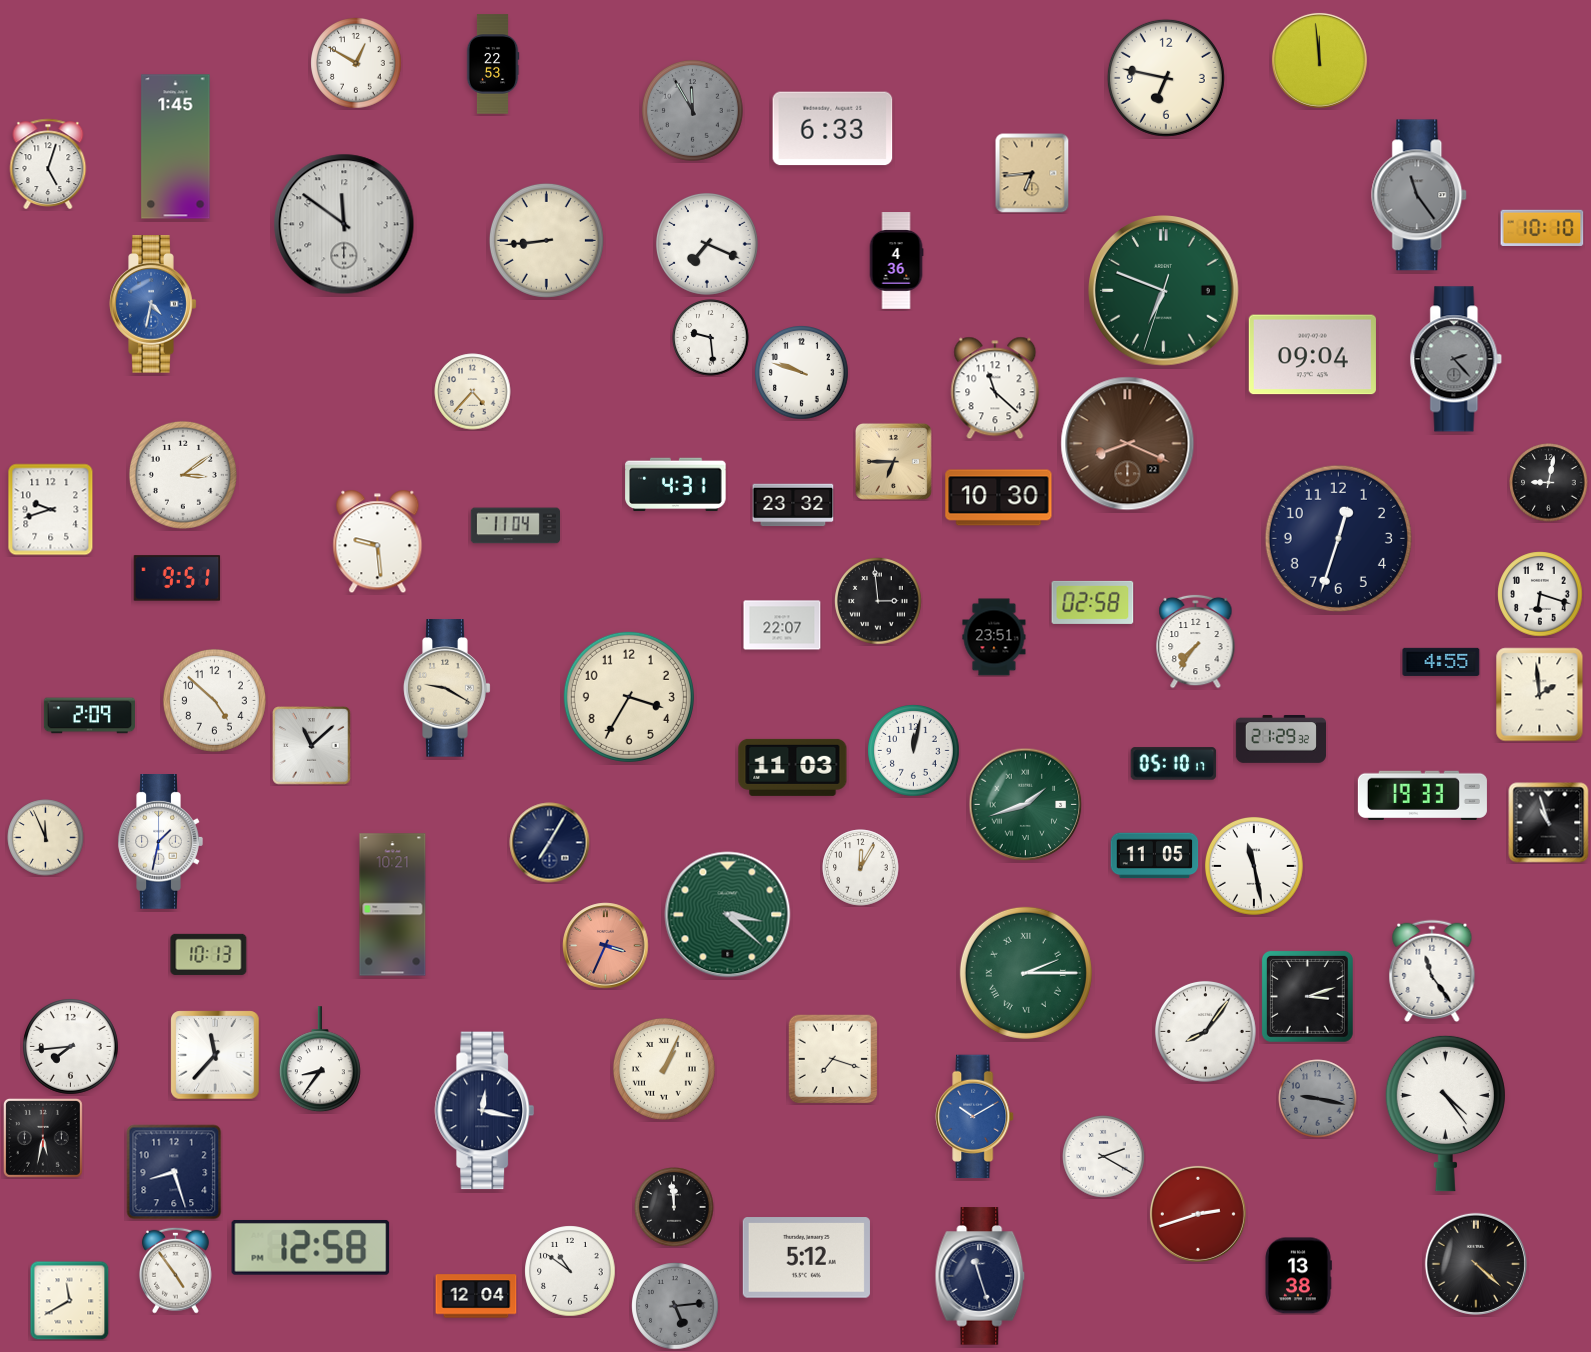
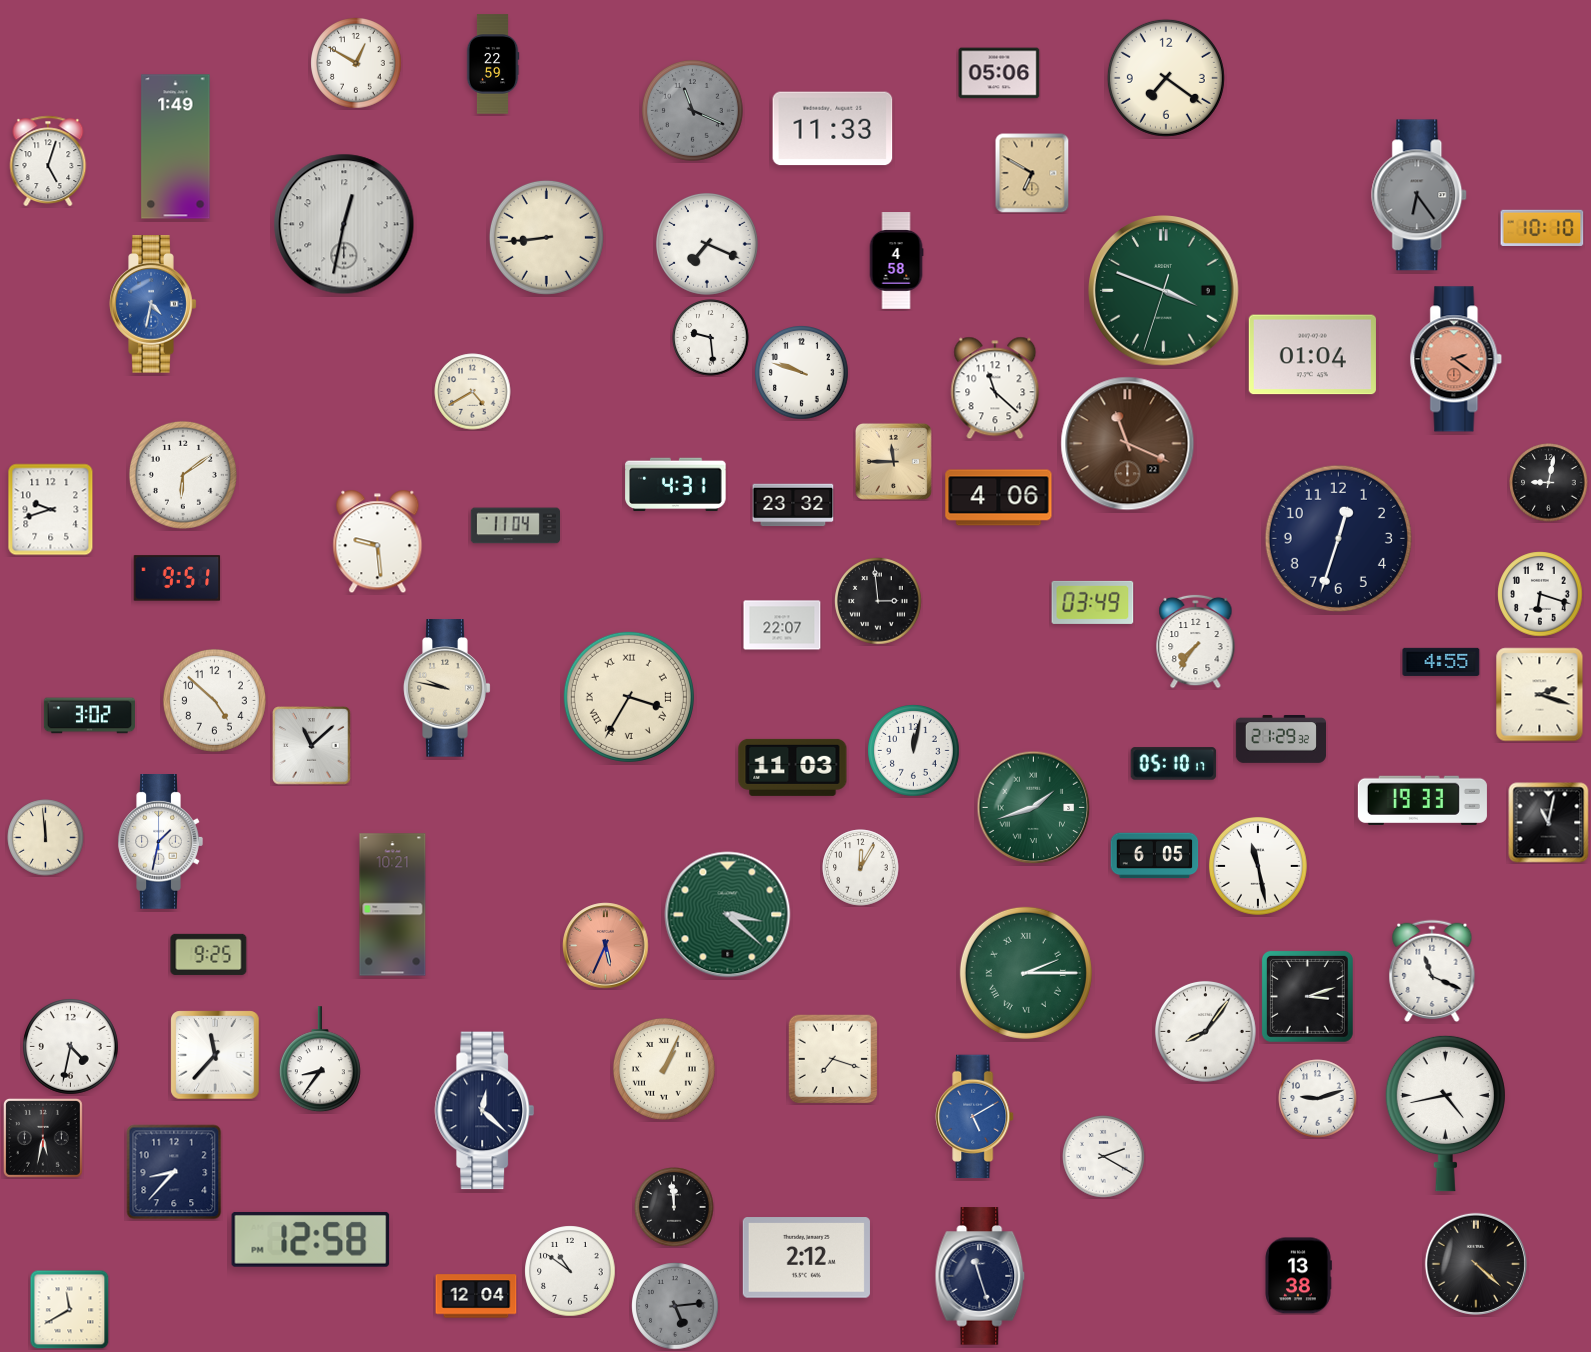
clock at (1319, 60): 11:59 -> none
clock at (493, 64): 22:53 -> 22:59
clock at (999, 73): none -> 05:06
clock at (1166, 78): 6:47 -> 7:21
clock at (692, 110): 11:55 -> 11:19
clock at (833, 129): 6:33 -> 11:33
clock at (176, 147): 1:45 -> 1:49
clock at (48, 164) position: (48, 164) -> (48, 161)
clock at (1032, 173): 6:44 -> 6:50
clock at (1420, 195): 11:24 -> 6:24
clock at (344, 224): 11:51 -> 12:32
clock at (546, 240) position: (546, 240) -> (546, 237)
clock at (896, 261): 4:36 -> 4:58
clock at (1164, 291): 6:48 -> 3:48
clock at (1312, 355): 09:04 -> 01:04
clock at (1456, 359): 2:23 -> 2:21
clock at (1456, 359) dial: grey -> salmon
clock at (473, 392): 4:37 -> 4:40
clock at (1128, 444): 8:19 -> 11:19
clock at (893, 461): 6:45 -> 11:45
clock at (183, 475): 3:09 -> 6:09
clock at (999, 498): 10:30 -> 4:06
clock at (1093, 602): 02:58 -> 03:49
clock at (994, 637): 23:51 -> none
clock at (447, 688): 9:20 -> 9:47
clock at (1540, 695): 1:59 -> 2:18
clock at (629, 697) numerals: Arabic -> Roman
clock at (89, 716): 2:09 -> 3:02
clock at (1422, 795) position: (1422, 795) -> (1422, 800)
clock at (1026, 805) position: (1026, 805) -> (1034, 808)
clock at (1549, 823): 10:57 -> 11:02
clock at (46, 838): 11:56 -> 11:59
clock at (550, 843): 7:05 -> none
clock at (1155, 856): 11:05 -> 6:05
clock at (1254, 866) position: (1254, 866) -> (1258, 866)
clock at (606, 946): 3:34 -> 5:34
clock at (209, 954): 10:13 -> 9:25
clock at (1432, 971): 11:24 -> 11:19
clock at (71, 1047): 7:44 -> 4:32
clock at (1318, 1099): 9:17 -> 9:12
clock at (1318, 1099) dial: grey -> white
clock at (485, 1111): 12:17 -> 12:22
clock at (1445, 1113): 4:24 -> 4:43
clock at (975, 1117): 10:10 -> 5:10
clock at (174, 1172): 8:27 -> 8:37
clock at (1198, 1214): 2:42 -> none
clock at (311, 1247) position: (311, 1247) -> (311, 1239)
clock at (806, 1258): 5:12 -> 2:12
clock at (175, 1270): 4:54 -> none
clock at (70, 1301) position: (70, 1301) -> (70, 1310)
